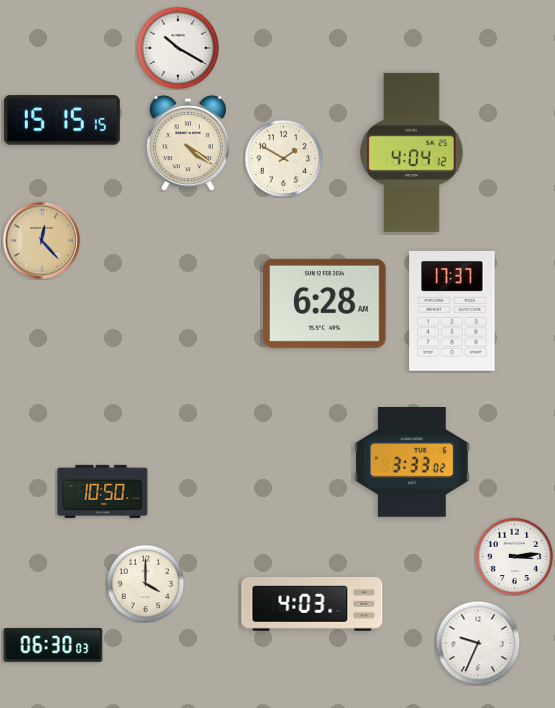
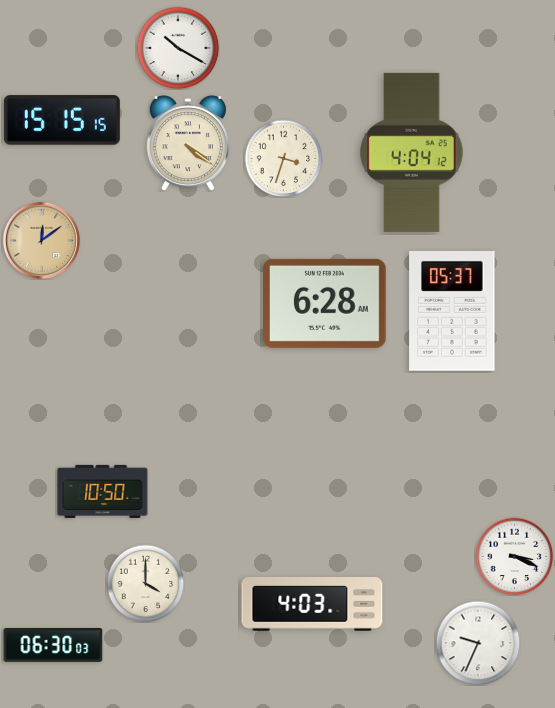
clock at (283, 158): 1:50 -> 3:33
clock at (41, 240): 12:23 -> 12:09
clock at (452, 312): 17:37 -> 05:37
clock at (412, 463): 3:33 -> none
clock at (514, 556): 3:14 -> 3:19
